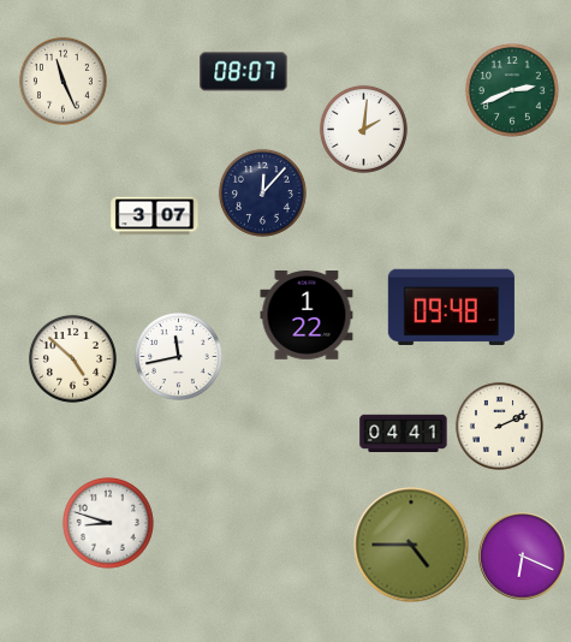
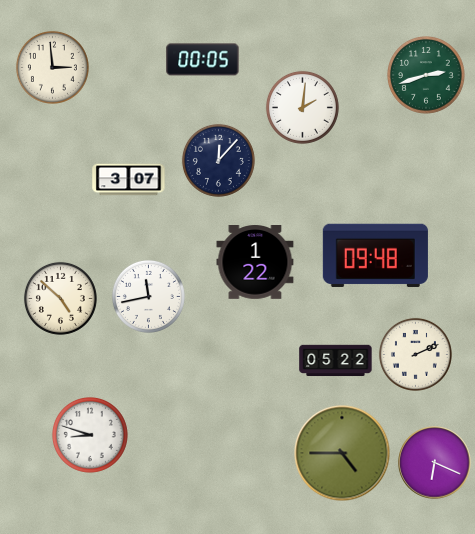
clock at (244, 72): 08:07 -> 00:05
clock at (63, 81): 11:26 -> 2:59
clock at (513, 91): 2:41 -> 2:42
clock at (404, 434): 04:41 -> 05:22
